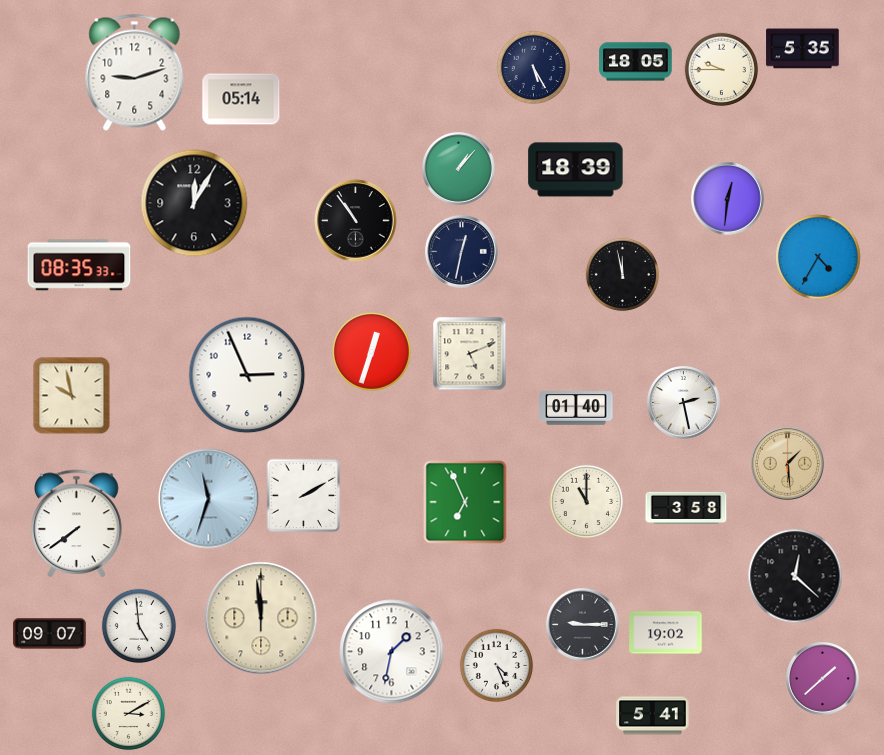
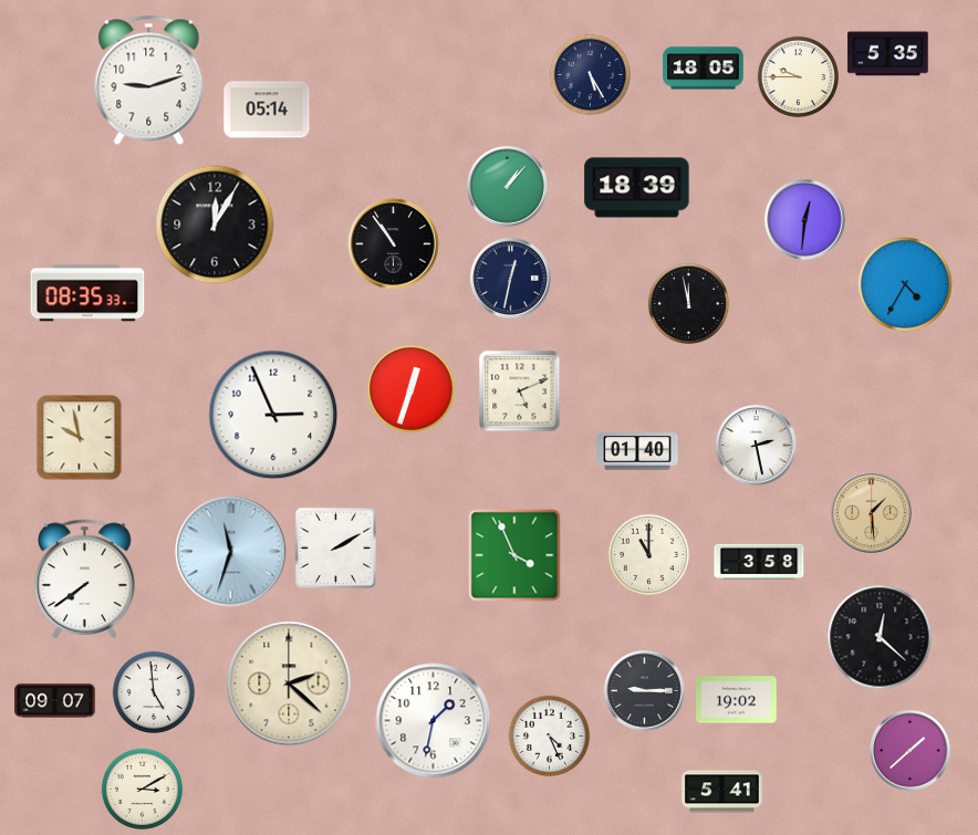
clock at (465, 502): 6:56 -> 3:56
clock at (261, 618): 11:59 -> 2:22
